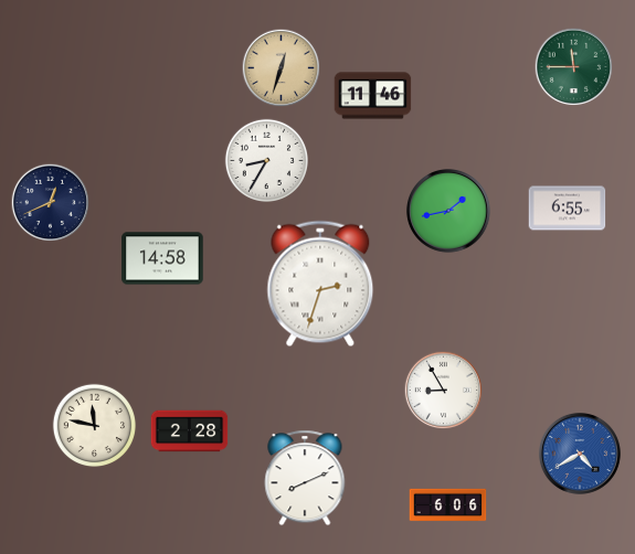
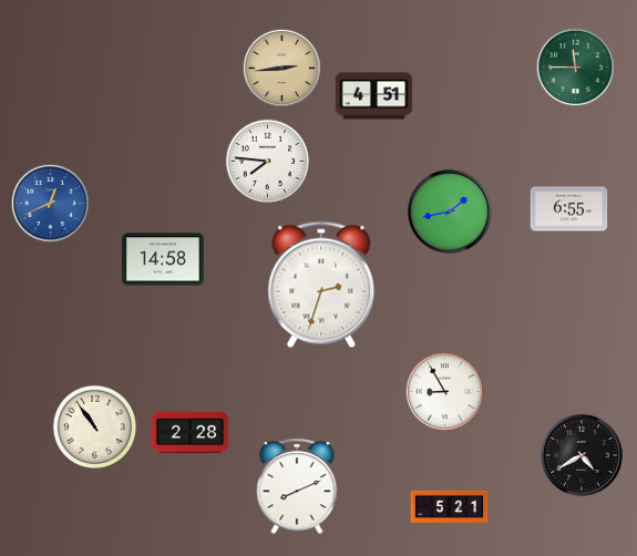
clock at (282, 68): 12:33 -> 2:44
clock at (373, 96): 11:46 -> 4:51
clock at (267, 160): 8:35 -> 7:46
clock at (51, 203) dial: navy -> blue
clock at (95, 425): 11:47 -> 10:54
clock at (580, 454) dial: blue -> black
clock at (305, 478) position: (305, 478) -> (297, 486)
clock at (448, 505): 6:06 -> 5:21
